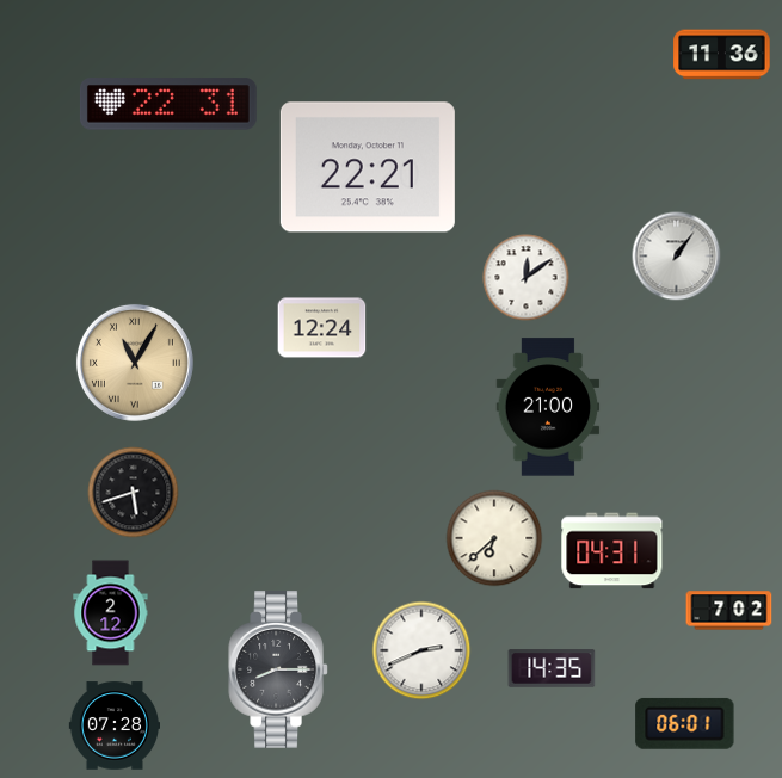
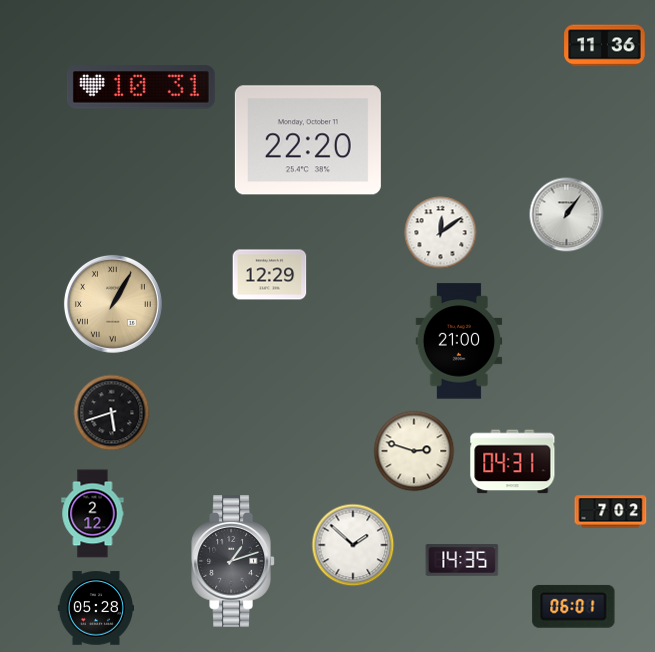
clock at (168, 104): 22:31 -> 10:31
clock at (368, 167): 22:21 -> 22:20
clock at (322, 328): 12:24 -> 12:29
clock at (135, 363): 11:05 -> 1:05
clock at (494, 538): 6:38 -> 2:48
clock at (421, 650): 2:41 -> 1:52
clock at (278, 669): 8:15 -> 1:12
clock at (113, 725): 07:28 -> 05:28
